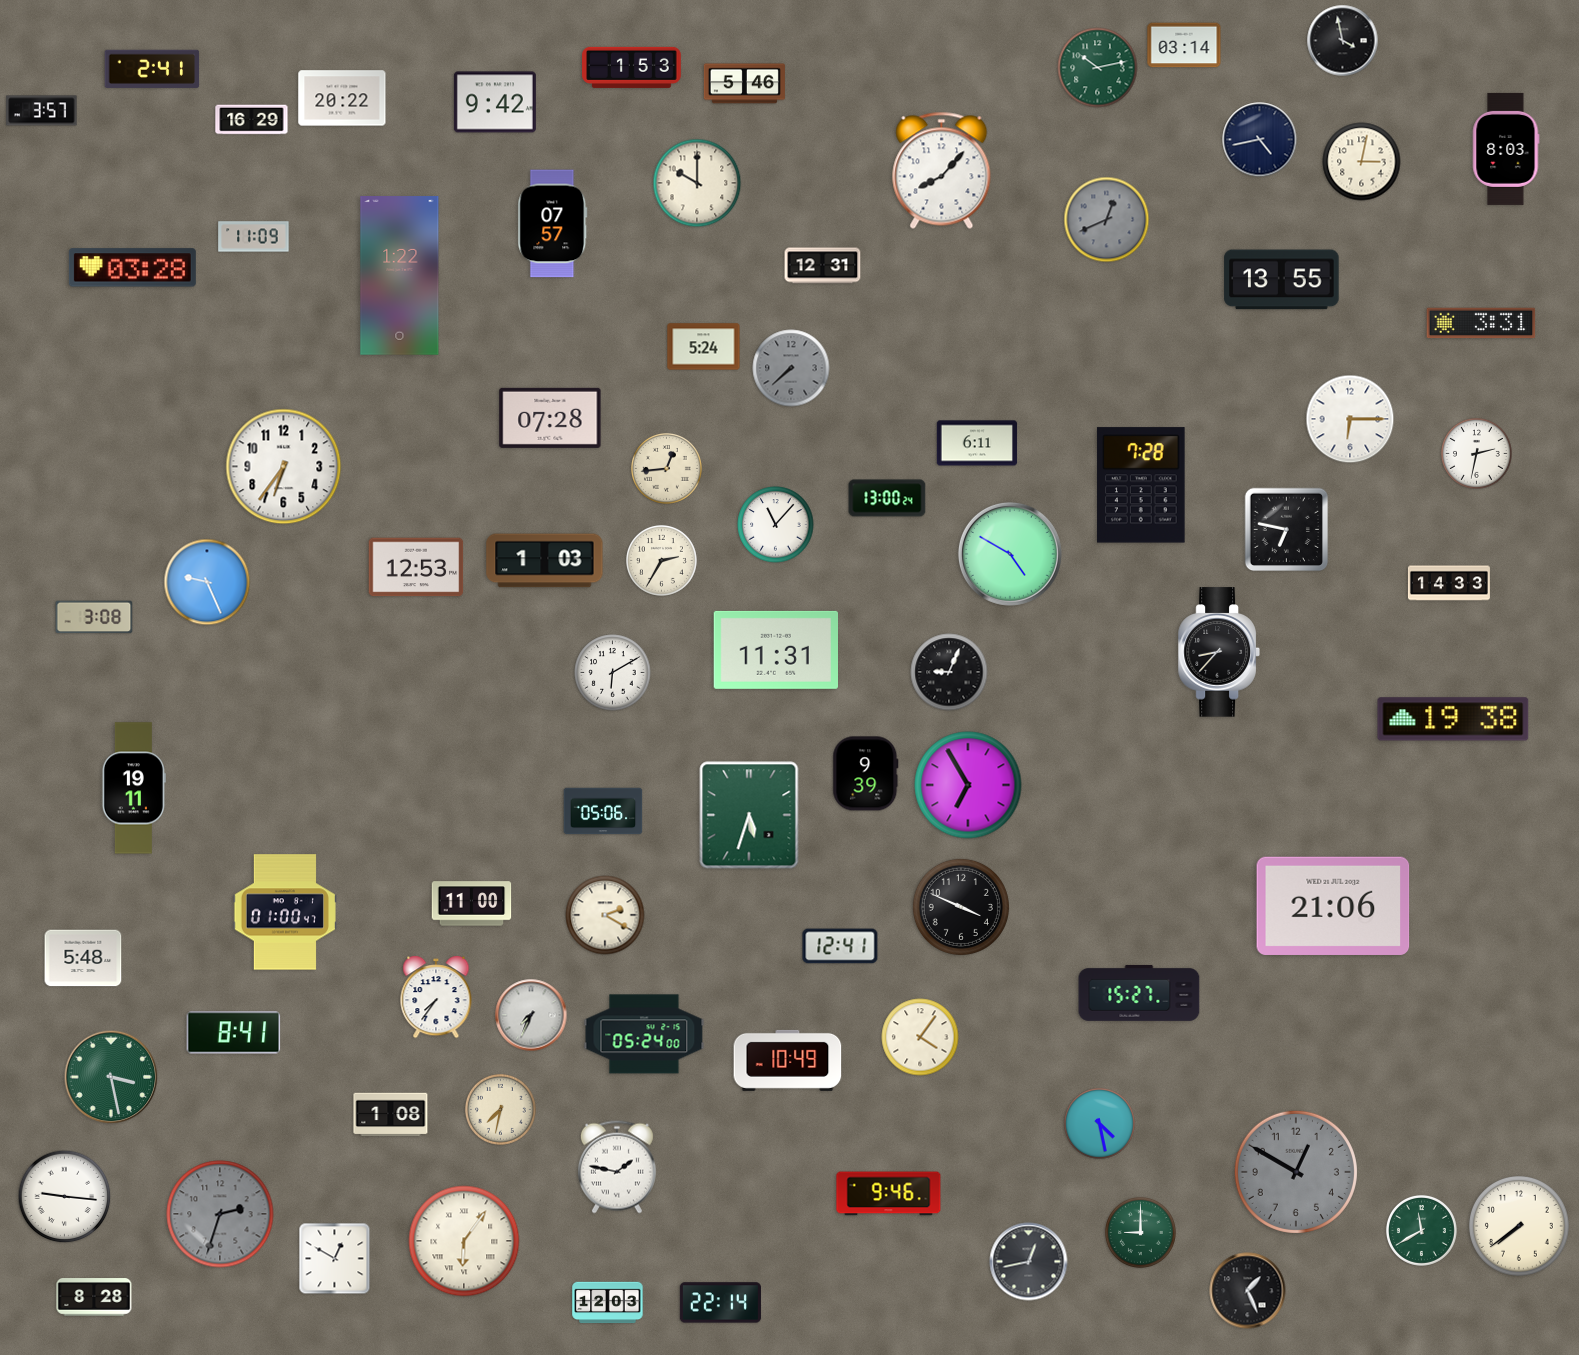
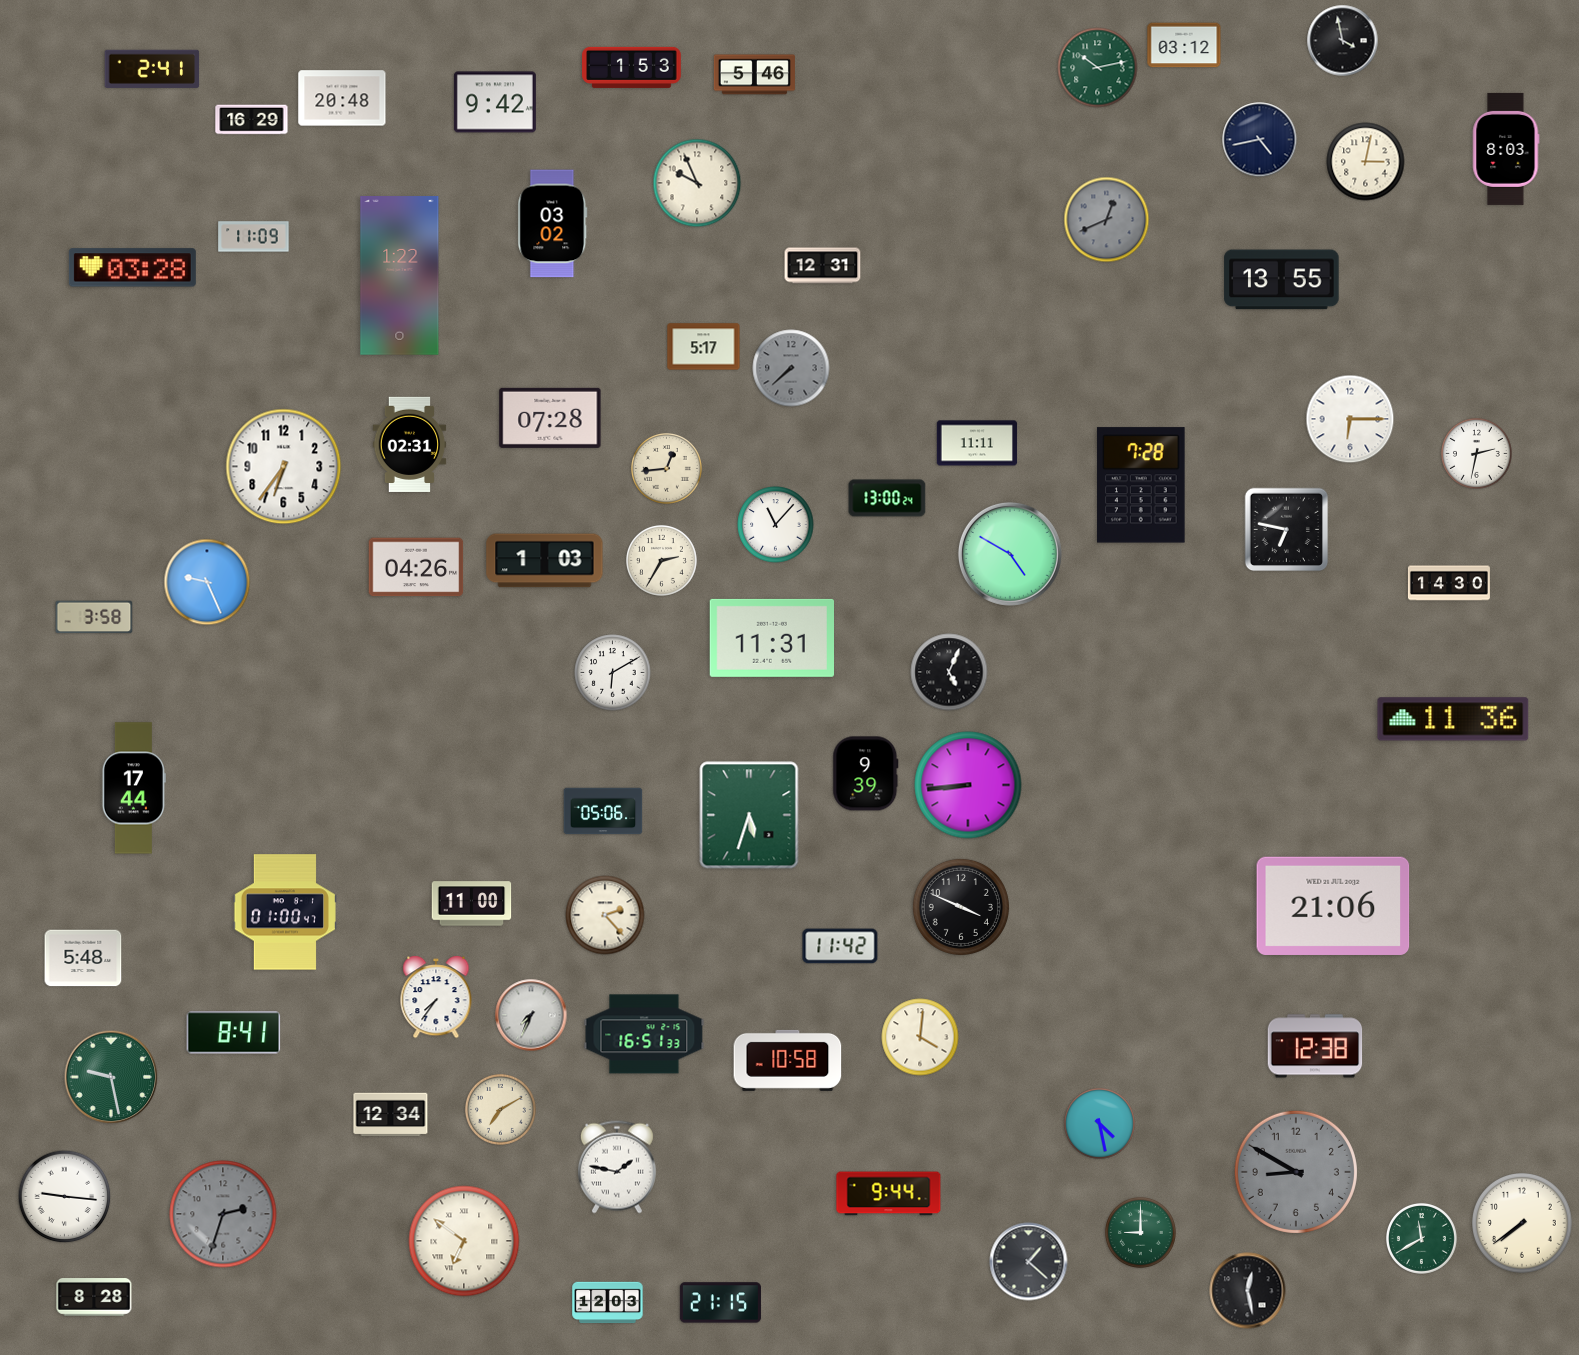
clock at (1184, 45): 03:14 -> 03:12
clock at (744, 84) position: (744, 84) -> (754, 75)
clock at (342, 98): 20:22 -> 20:48
clock at (42, 111): 3:57 -> none
clock at (1362, 162) position: (1362, 162) -> (1366, 162)
clock at (942, 170): 8:07 -> none
clock at (697, 183): 10:00 -> 9:56
clock at (553, 224): 07:57 -> 03:02
clock at (1481, 323): 3:31 -> none
clock at (704, 347): 5:24 -> 5:17
clock at (977, 443): 6:11 -> 11:11
clock at (410, 444): none -> 02:31
clock at (416, 567): 12:53 -> 04:26
clock at (1449, 583): 14:33 -> 14:30
clock at (94, 617): 3:08 -> 3:58
clock at (775, 650) position: (775, 650) -> (771, 638)
clock at (1219, 652): 8:37 -> none
clock at (949, 672): 9:04 -> 5:04
clock at (1453, 719): 19:38 -> 11:36
clock at (968, 785): 6:55 -> 8:44
clock at (134, 788): 19:11 -> 17:44
clock at (605, 915): 2:20 -> 2:23
clock at (840, 946): 12:41 -> 11:42
clock at (1139, 993): 15:27 -> none
clock at (644, 1034): 05:24 -> 16:51
clock at (920, 1037): 4:06 -> 4:01
clock at (1315, 1046): none -> 12:38
clock at (788, 1060): 10:49 -> 10:58
clock at (111, 1077): 3:28 -> 9:28
clock at (500, 1109): 7:32 -> 7:10
clock at (391, 1115): 1:08 -> 12:34
clock at (1296, 1172): 12:50 -> 8:50
clock at (889, 1194): 9:46 -> 9:44
clock at (220, 1214) position: (220, 1214) -> (223, 1214)
clock at (1520, 1227) position: (1520, 1227) -> (1523, 1224)
clock at (1421, 1230) position: (1421, 1230) -> (1421, 1238)
clock at (464, 1241): 6:06 -> 6:51
clock at (335, 1259): 12:50 -> none
clock at (1029, 1262): 12:43 -> 1:22
clock at (1248, 1291): 1:26 -> 12:28
clock at (720, 1303): 22:14 -> 21:15
